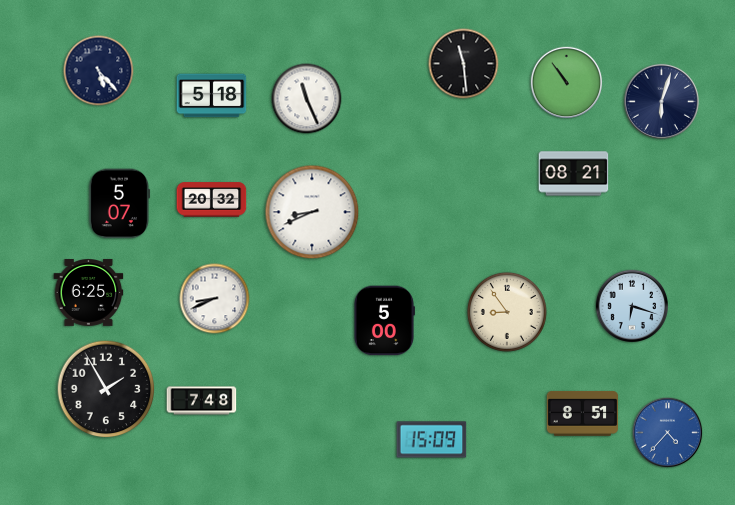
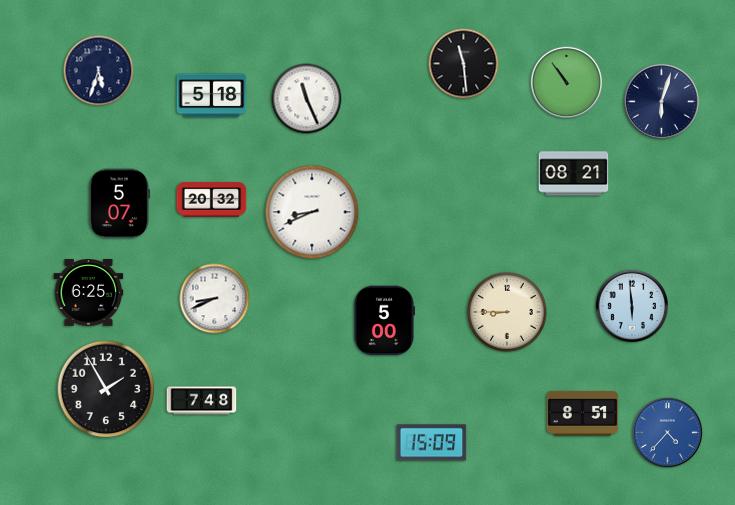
clock at (99, 71): 5:23 -> 5:33
clock at (631, 305): 6:18 -> 5:59
clock at (507, 312): 8:54 -> 8:45
clock at (432, 440) position: (432, 440) -> (432, 443)
